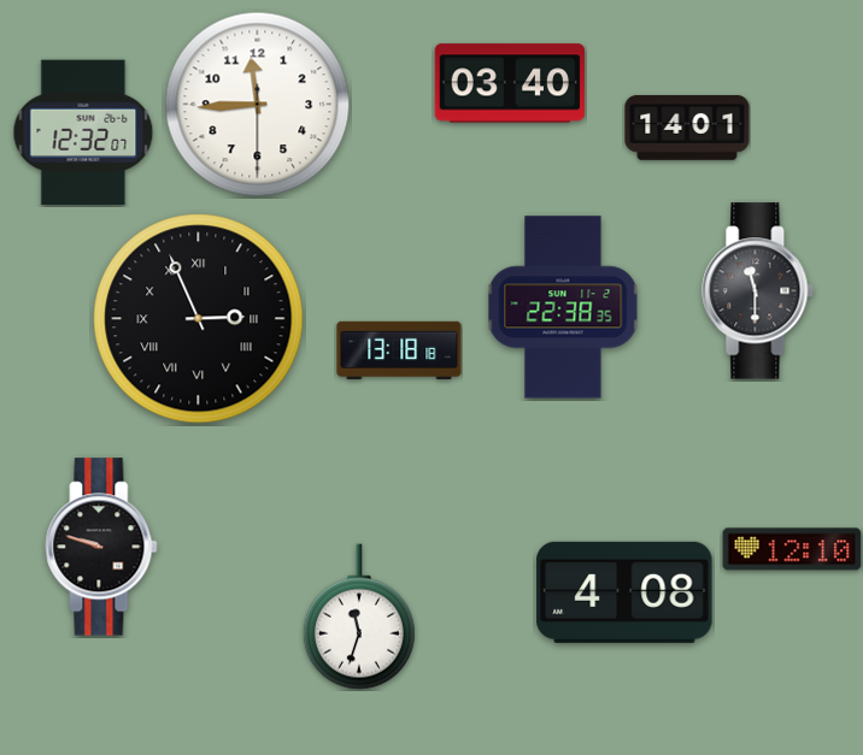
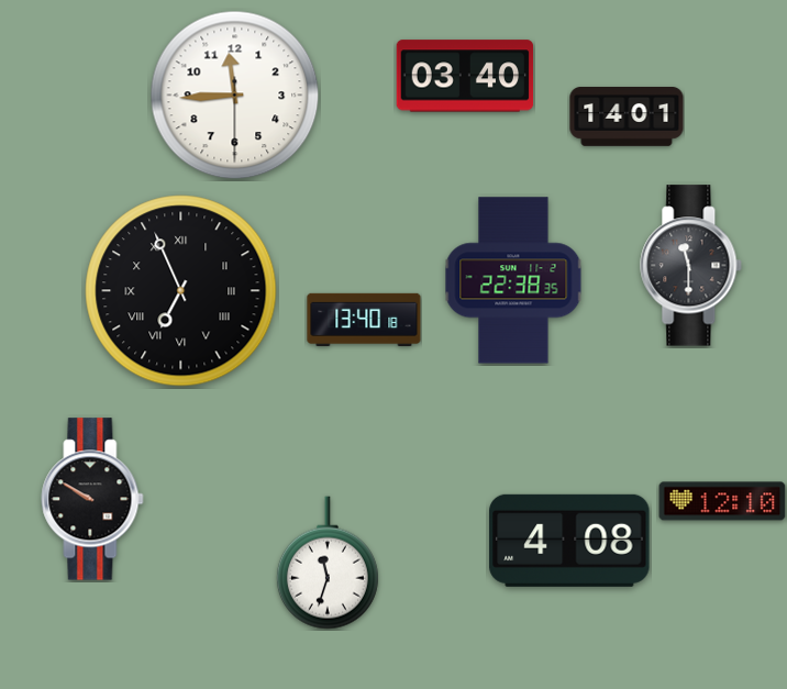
clock at (83, 132): 12:32 -> none
clock at (199, 319): 2:56 -> 6:56
clock at (399, 349): 13:18 -> 13:40
clock at (101, 547): 9:48 -> 9:50
